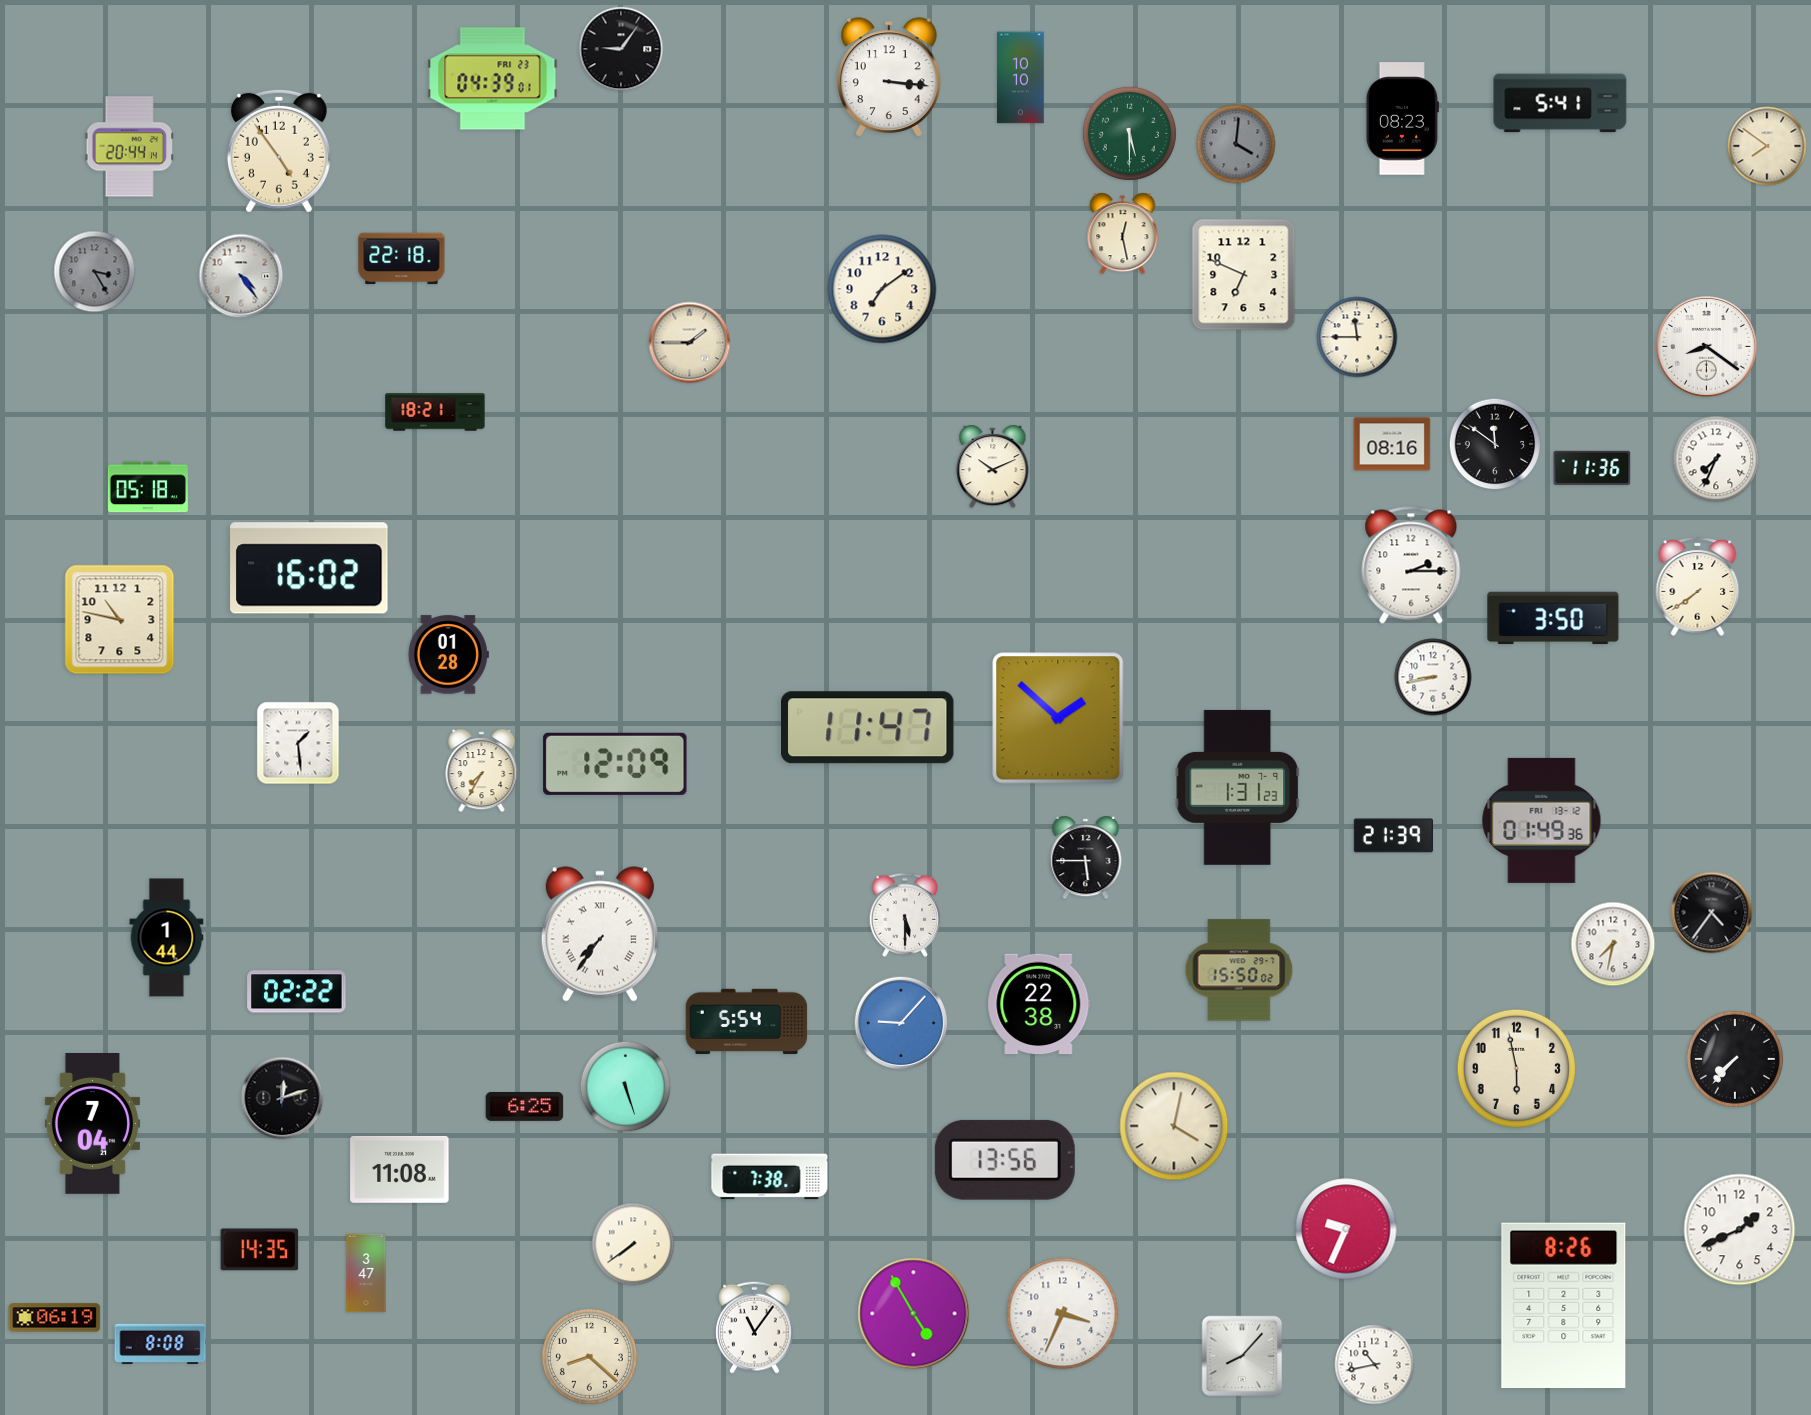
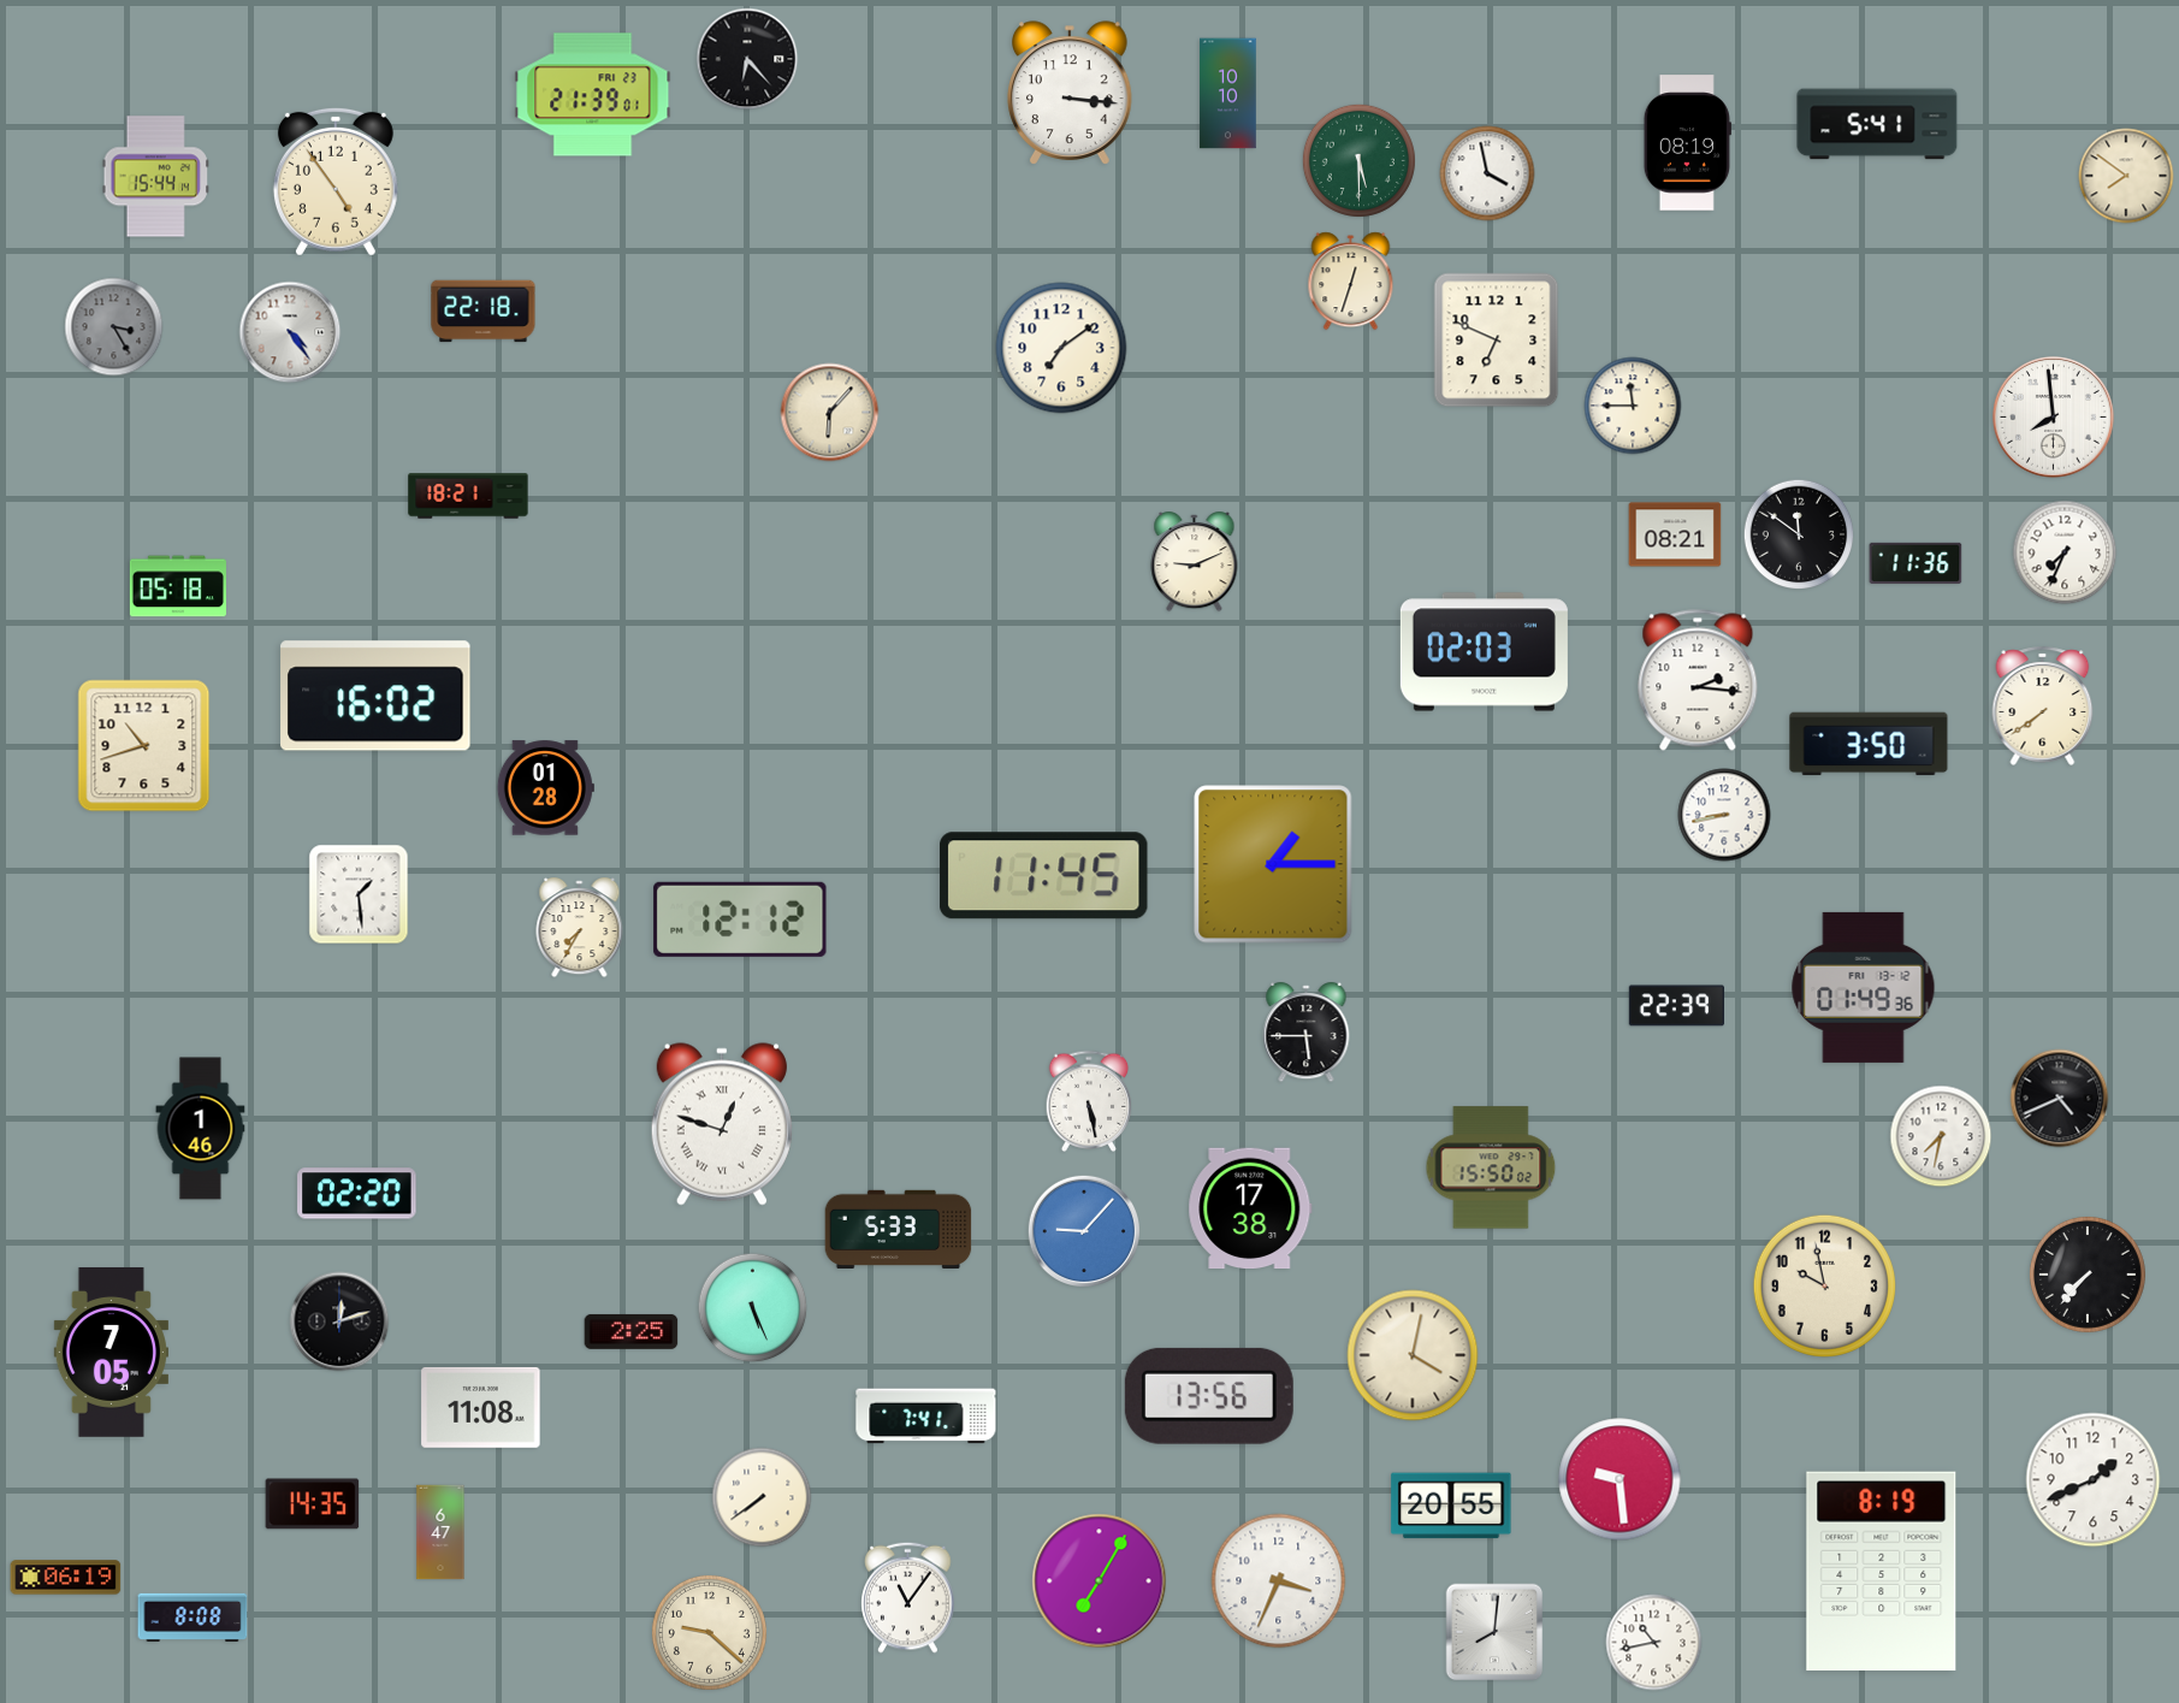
clock at (621, 49): 9:06 -> 6:23
clock at (493, 79): 04:39 -> 21:39
clock at (1402, 119): 08:23 -> 08:19
clock at (1236, 144): 4:01 -> 3:58
clock at (1236, 144) dial: grey -> white
clock at (129, 147): 20:44 -> 15:44
clock at (1123, 234): 12:28 -> 12:33
clock at (1244, 275) position: (1244, 275) -> (1497, 341)
clock at (690, 343): 1:45 -> 6:07
clock at (1707, 347): 8:21 -> 7:59
clock at (435, 412) position: (435, 412) -> (468, 496)
clock at (1392, 444): 08:16 -> 08:21
clock at (993, 468): 10:11 -> 9:11
clock at (1484, 652): none -> 02:03
clock at (1411, 565): 2:15 -> 2:16
clock at (309, 568) position: (309, 568) -> (375, 696)
clock at (120, 620): 10:47 -> 10:42
clock at (448, 655) position: (448, 655) -> (545, 788)
clock at (1058, 718): 1:52 -> 1:15
clock at (868, 728): 11:47 -> 11:45
clock at (615, 764): 12:09 -> 12:12
clock at (1238, 787): 1:31 -> none
clock at (1542, 820) position: (1542, 820) -> (1864, 987)
clock at (1393, 836): 21:39 -> 22:39
clock at (1712, 913): 4:36 -> 4:41
clock at (905, 914): 5:30 -> 5:28
clock at (600, 934): 7:36 -> 12:48
clock at (167, 938): 1:44 -> 1:46
clock at (297, 992): 02:22 -> 02:20
clock at (1039, 1004): 22:38 -> 17:38
clock at (747, 1021): 5:54 -> 5:33
clock at (1516, 1068): 5:58 -> 9:58
clock at (626, 1087): 5:27 -> 5:26
clock at (525, 1106): 6:25 -> 2:25
clock at (92, 1124): 7:04 -> 7:05
clock at (770, 1177): 7:38 -> 7:41
clock at (1346, 1229): 9:34 -> 9:29
clock at (1451, 1506): none -> 20:55
clock at (366, 1273): 3:47 -> 6:47
clock at (1564, 1305): 8:26 -> 8:19
clock at (914, 1314): 4:55 -> 7:05
clock at (55, 1318) position: (55, 1318) -> (66, 1578)
clock at (589, 1356): 8:22 -> 9:22
clock at (1242, 1356): 8:07 -> 8:01
